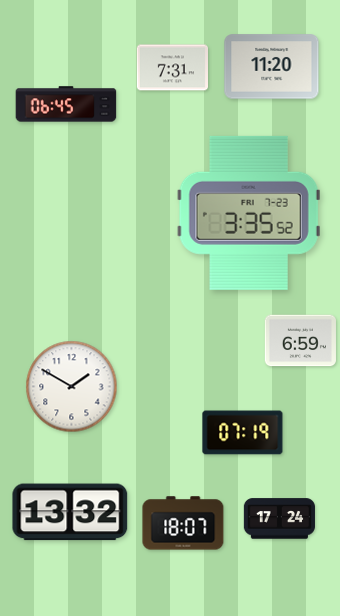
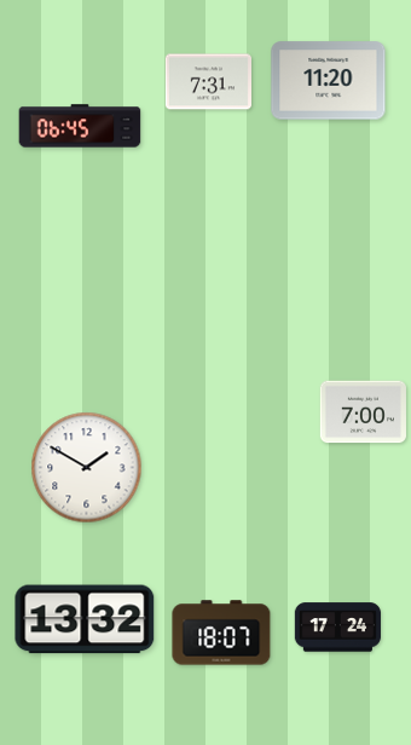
clock at (249, 213): 3:35 -> none
clock at (300, 341): 6:59 -> 7:00
clock at (243, 433): 07:19 -> none
